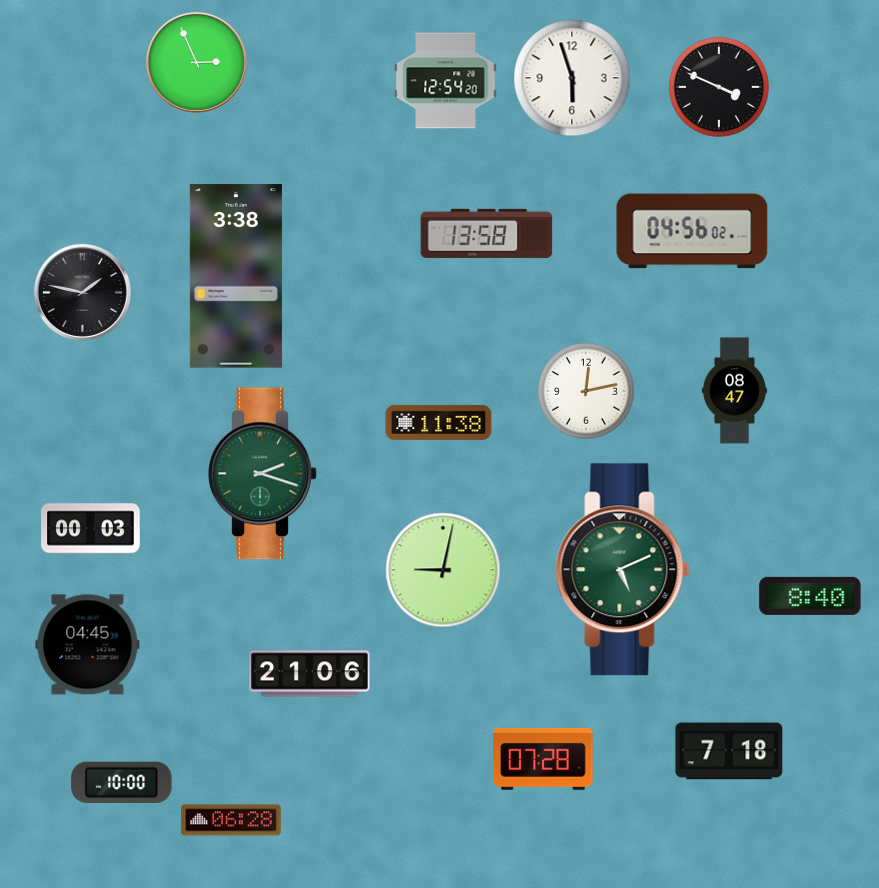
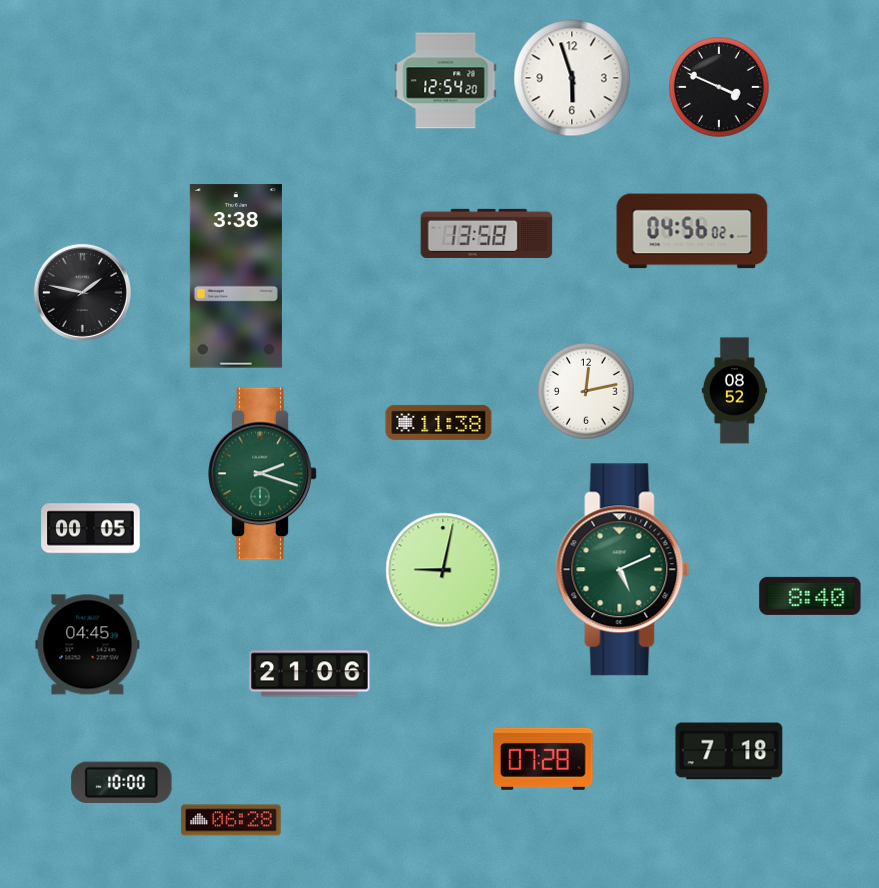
clock at (196, 62): 2:56 -> none
clock at (735, 391): 08:47 -> 08:52
clock at (91, 529): 00:03 -> 00:05
